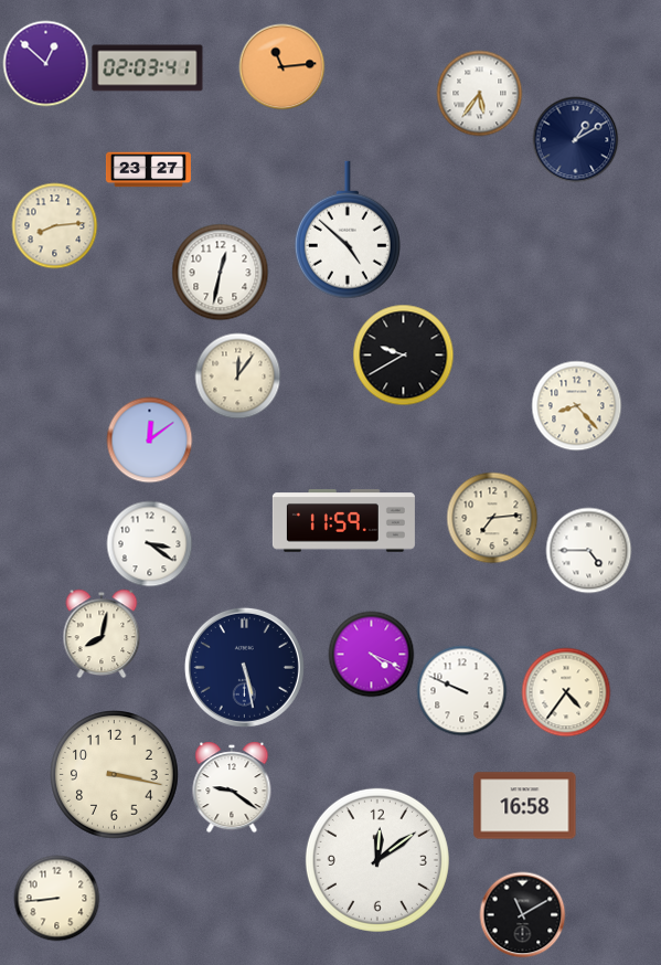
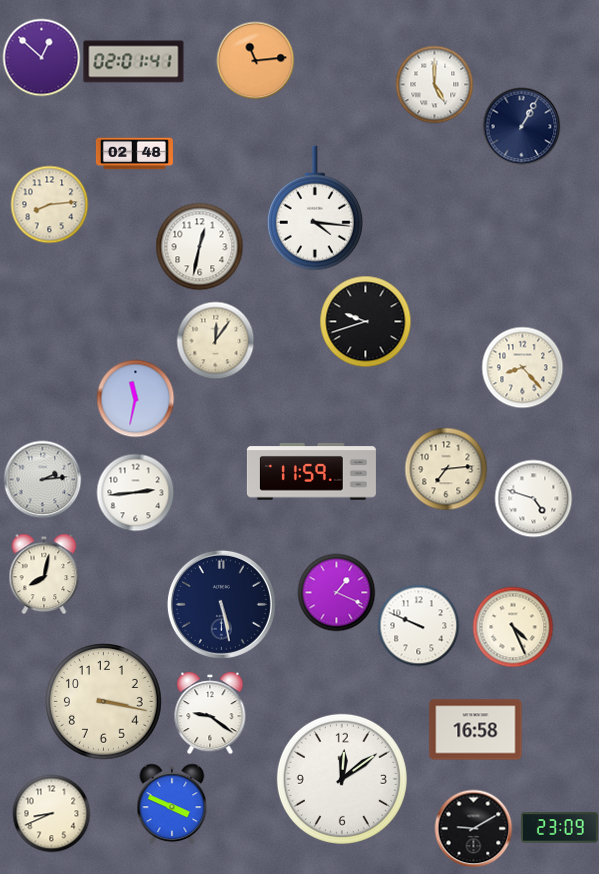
clock at (148, 68): 02:03 -> 02:01
clock at (479, 93): 5:36 -> 5:00
clock at (575, 139): 1:10 -> 1:05
clock at (148, 170): 23:27 -> 02:48
clock at (348, 230): 4:52 -> 4:16
clock at (403, 354): 9:40 -> 9:42
clock at (149, 439): 12:09 -> 11:32
clock at (42, 479): none -> 2:14
clock at (149, 543): 3:21 -> 2:44
clock at (588, 550): 4:45 -> 4:48
clock at (102, 634) position: (102, 634) -> (44, 574)
clock at (371, 654): 4:19 -> 1:19
clock at (566, 692): 4:36 -> 4:26
clock at (172, 804): none -> 3:49
clock at (56, 898): 8:44 -> 8:41
clock at (522, 914): 11:10 -> 9:10
clock at (559, 828): none -> 23:09
